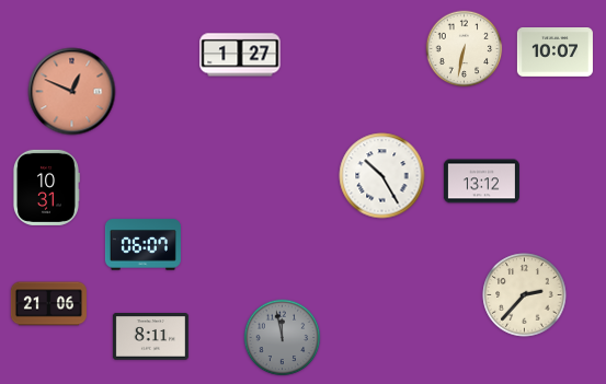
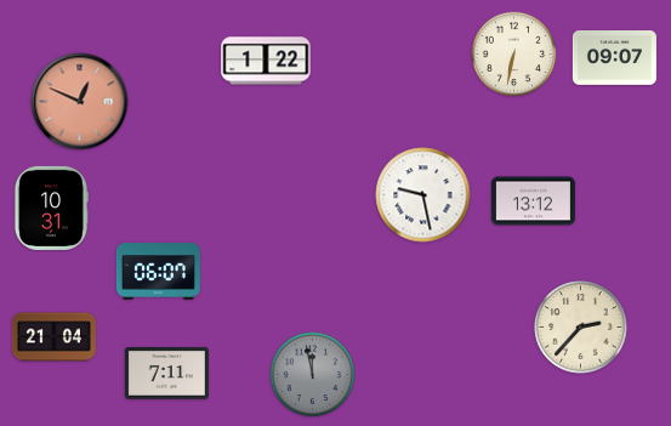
clock at (554, 53): 10:07 -> 09:07
clock at (240, 55): 1:27 -> 1:22
clock at (382, 176): 10:25 -> 9:28
clock at (48, 304): 21:06 -> 21:04
clock at (150, 337): 8:11 -> 7:11
